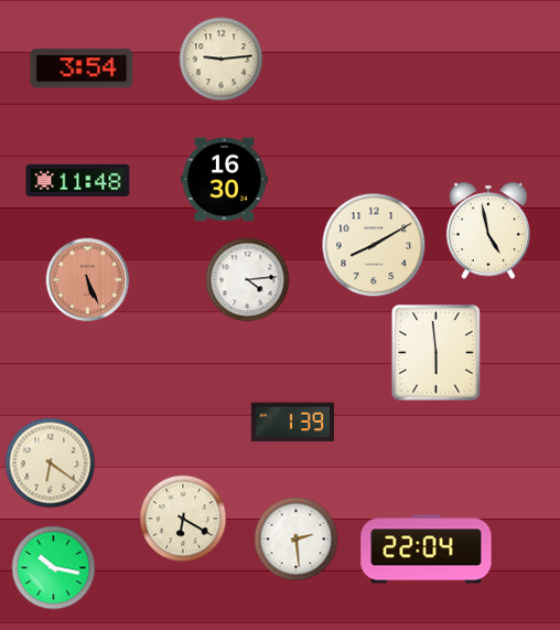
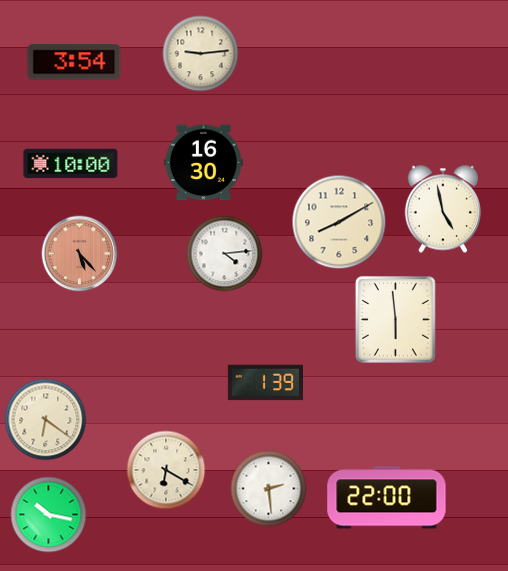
clock at (78, 181): 11:48 -> 10:00
clock at (88, 280): 5:26 -> 5:23
clock at (427, 549): 22:04 -> 22:00
